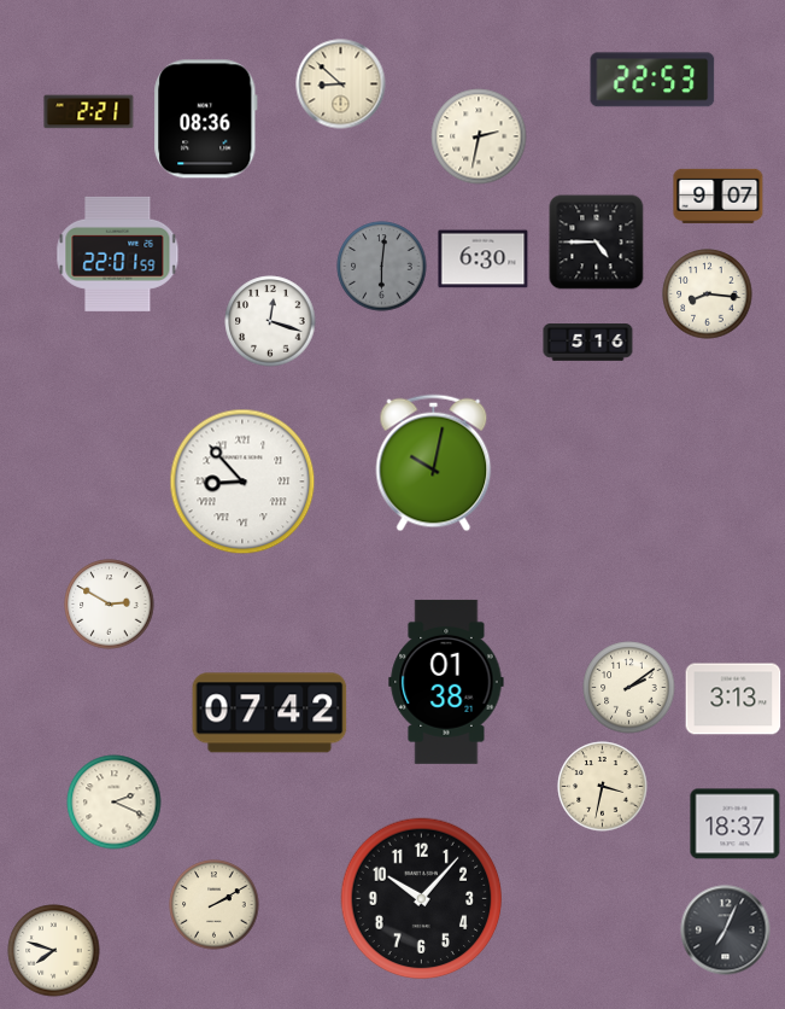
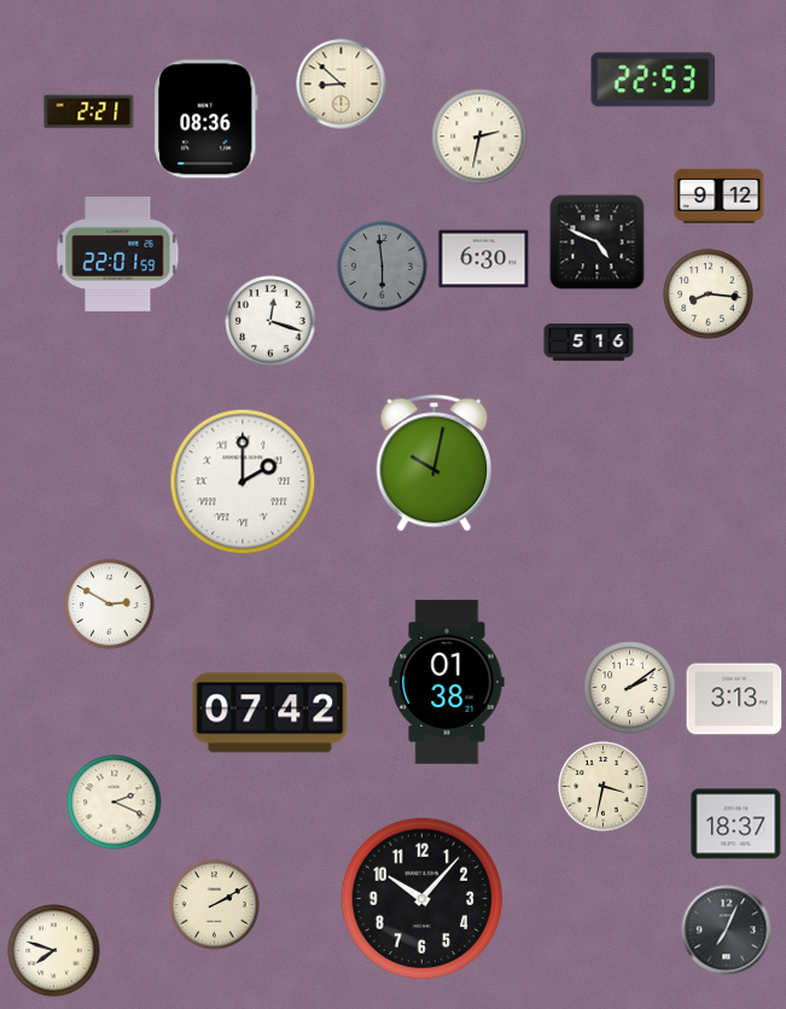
clock at (719, 196): 9:07 -> 9:12
clock at (597, 243): 4:45 -> 4:49
clock at (382, 267): 6:01 -> 5:59
clock at (242, 482): 8:53 -> 2:00
